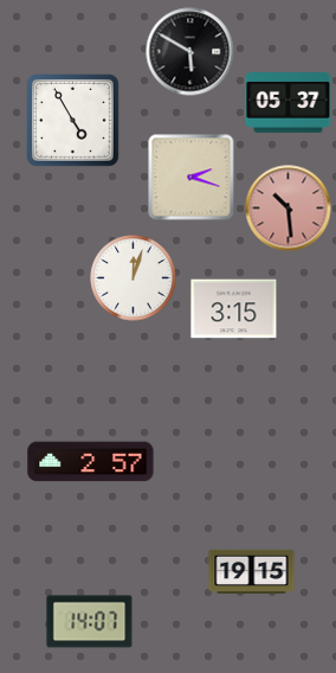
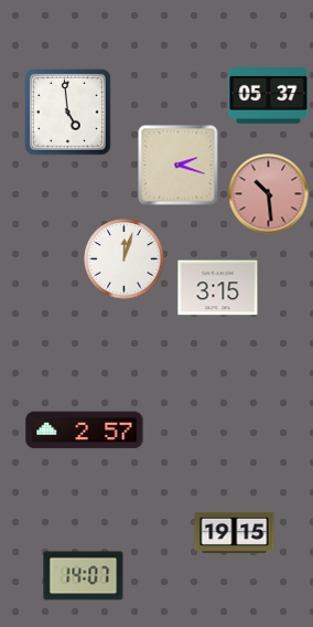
clock at (190, 52): 5:50 -> none
clock at (73, 121): 4:55 -> 4:59
clock at (90, 622) position: (90, 622) -> (84, 576)
